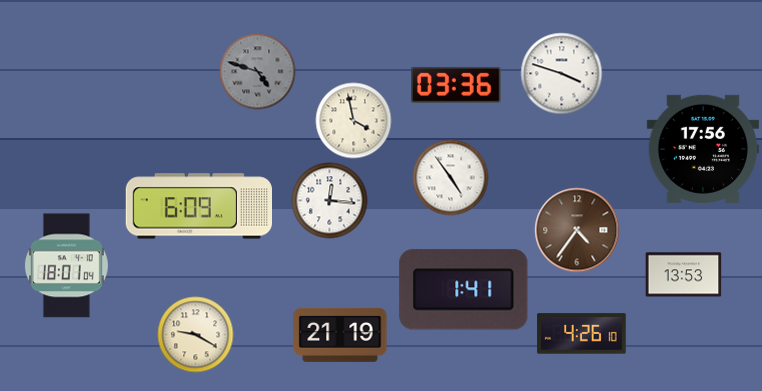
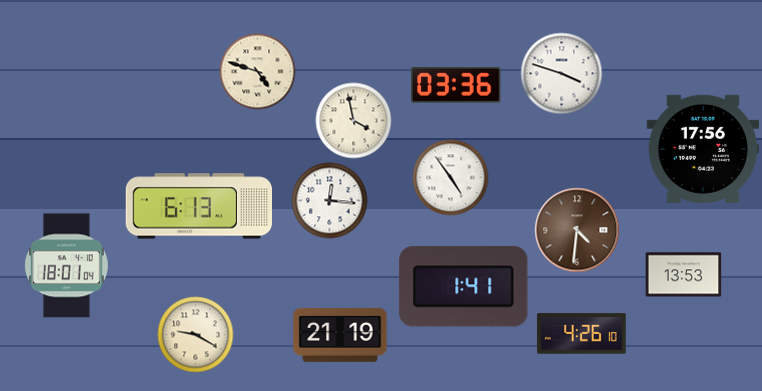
clock at (258, 72) dial: grey -> cream
clock at (198, 206): 6:09 -> 6:13
clock at (577, 230): 4:36 -> 4:31
clock at (464, 290) position: (464, 290) -> (464, 287)
